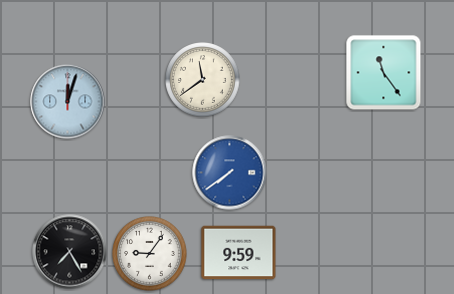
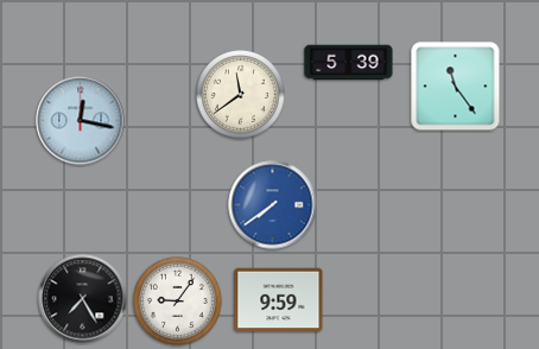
clock at (349, 63): none -> 5:39
clock at (68, 102): 12:03 -> 12:17
clock at (239, 253) position: (239, 253) -> (279, 300)
